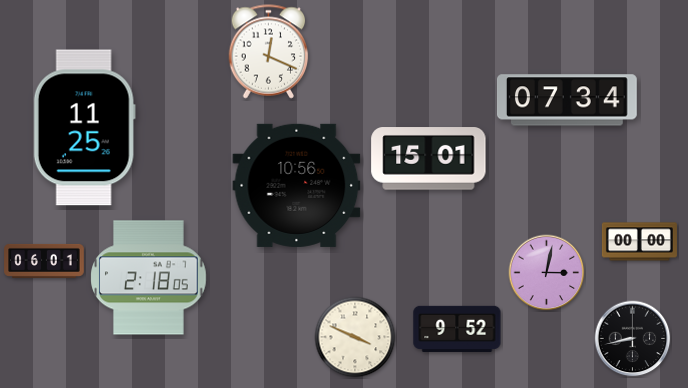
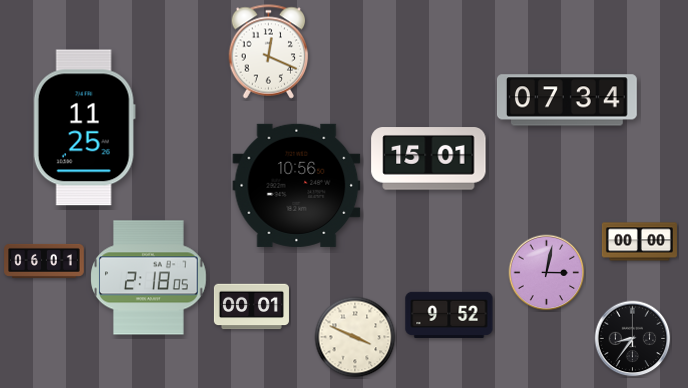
clock at (251, 307): none -> 00:01
clock at (457, 329) position: (457, 329) -> (449, 315)
clock at (633, 339): 8:43 -> 8:36
